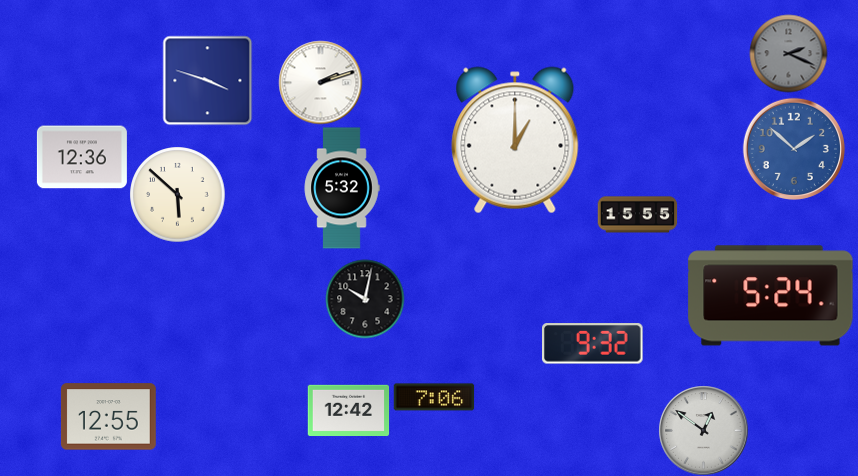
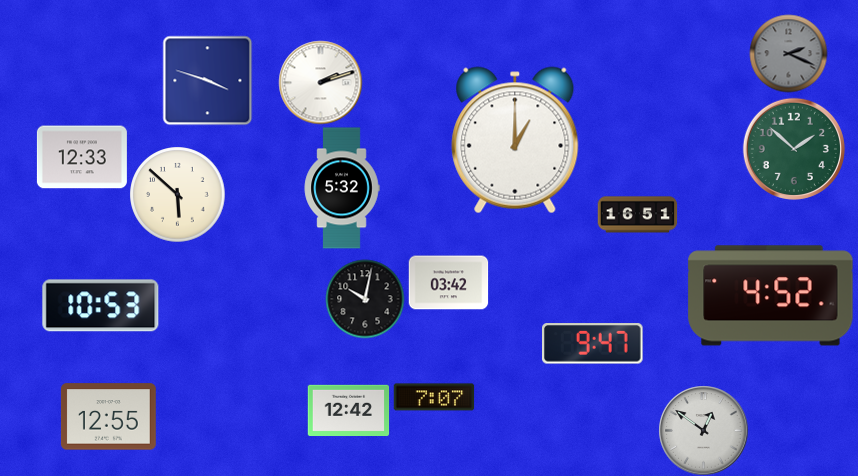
clock at (794, 149) dial: blue -> green
clock at (82, 157): 12:36 -> 12:33
clock at (637, 215): 15:55 -> 16:51
clock at (448, 283): none -> 03:42
clock at (771, 296): 5:24 -> 4:52
clock at (101, 306): none -> 10:53
clock at (593, 344): 9:32 -> 9:47
clock at (434, 397): 7:06 -> 7:07
